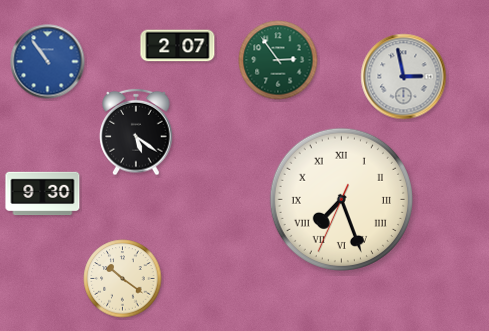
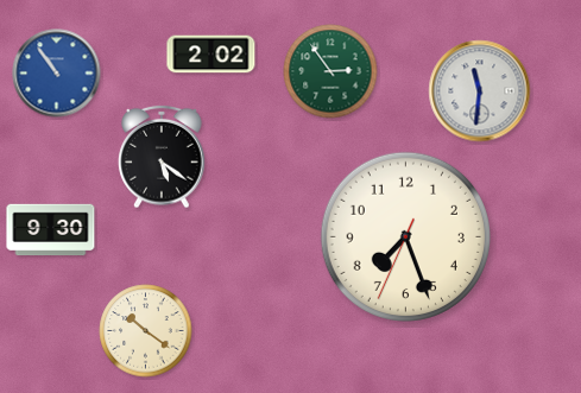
clock at (178, 46): 2:07 -> 2:02
clock at (404, 77): 2:58 -> 11:31
clock at (341, 199) numerals: Roman -> Arabic
